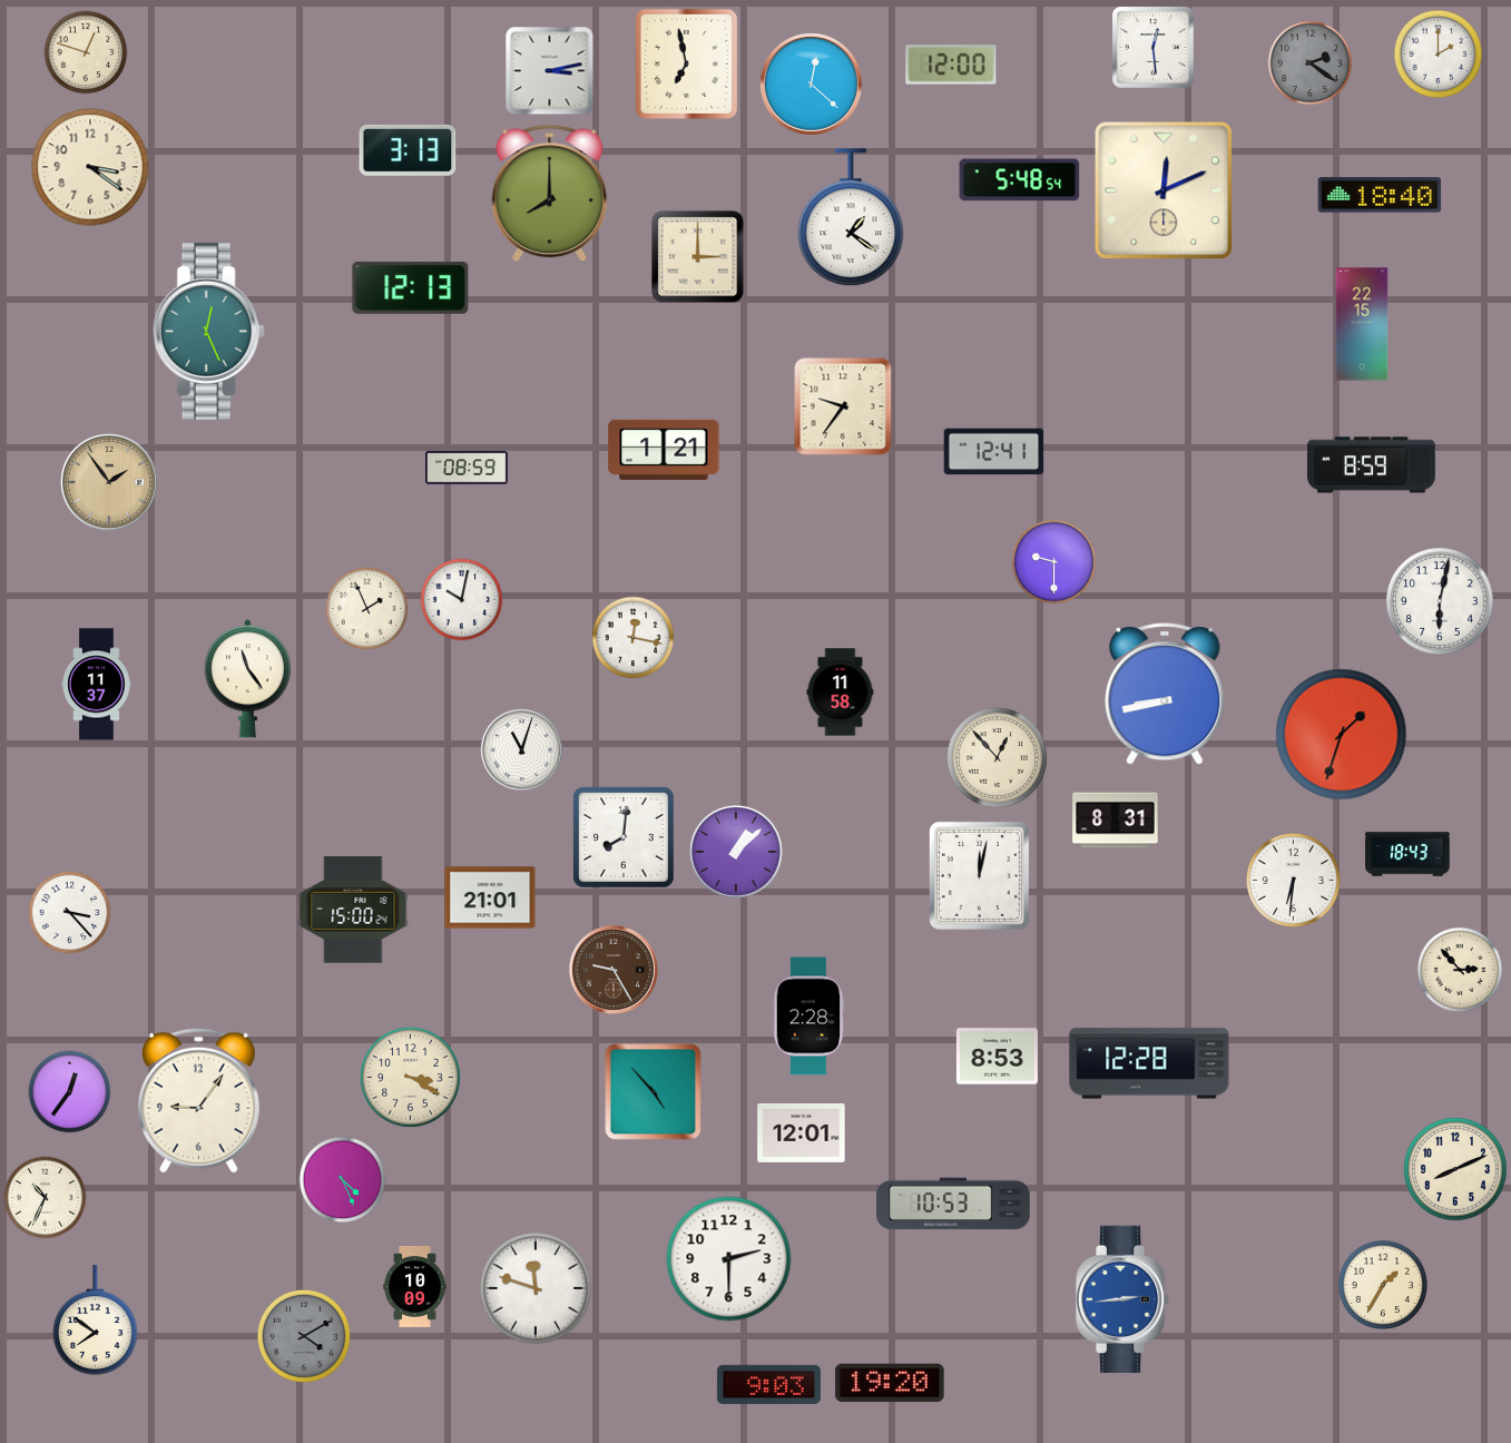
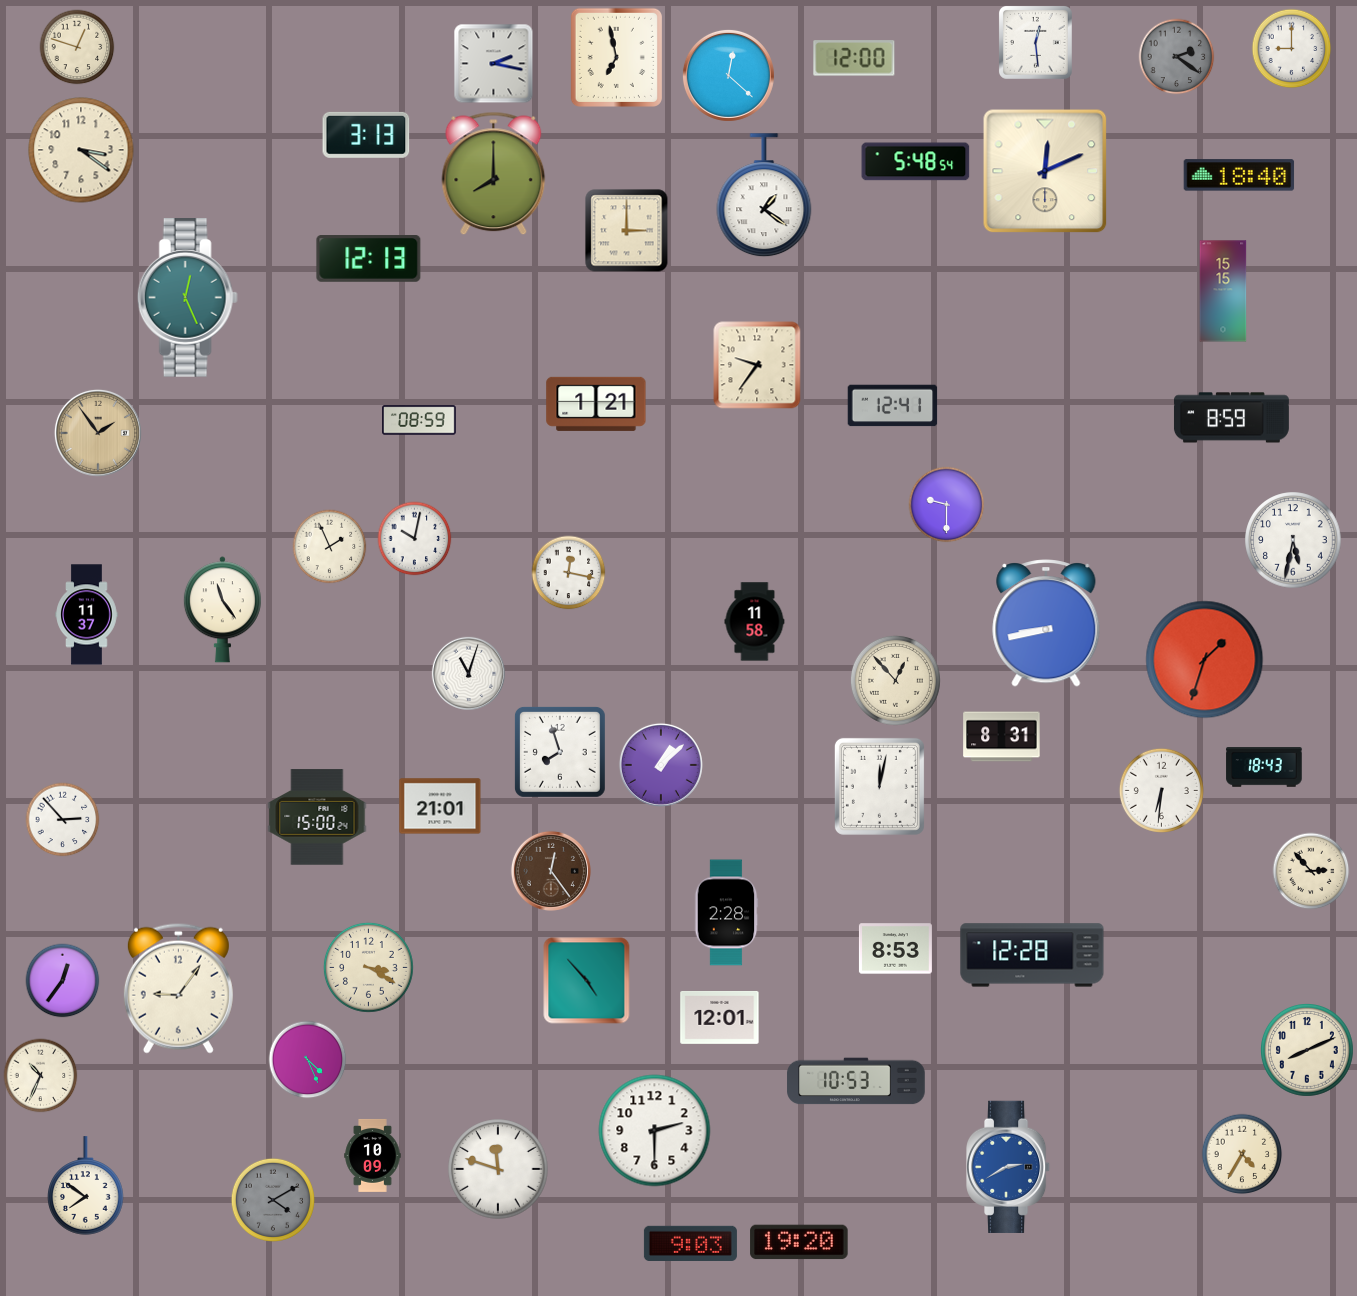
clock at (1439, 55): 2:00 -> 9:00
clock at (550, 71): 3:13 -> 2:17
clock at (1362, 324): 22:15 -> 15:15
clock at (1440, 601): 6:02 -> 5:32
clock at (624, 837): 8:01 -> 7:57
clock at (70, 913): 3:23 -> 2:53
clock at (614, 970): 9:25 -> 12:24
clock at (1383, 1285): 1:35 -> 4:35
clock at (536, 1288) position: (536, 1288) -> (498, 1169)
clock at (1124, 1299): 2:44 -> 2:40
